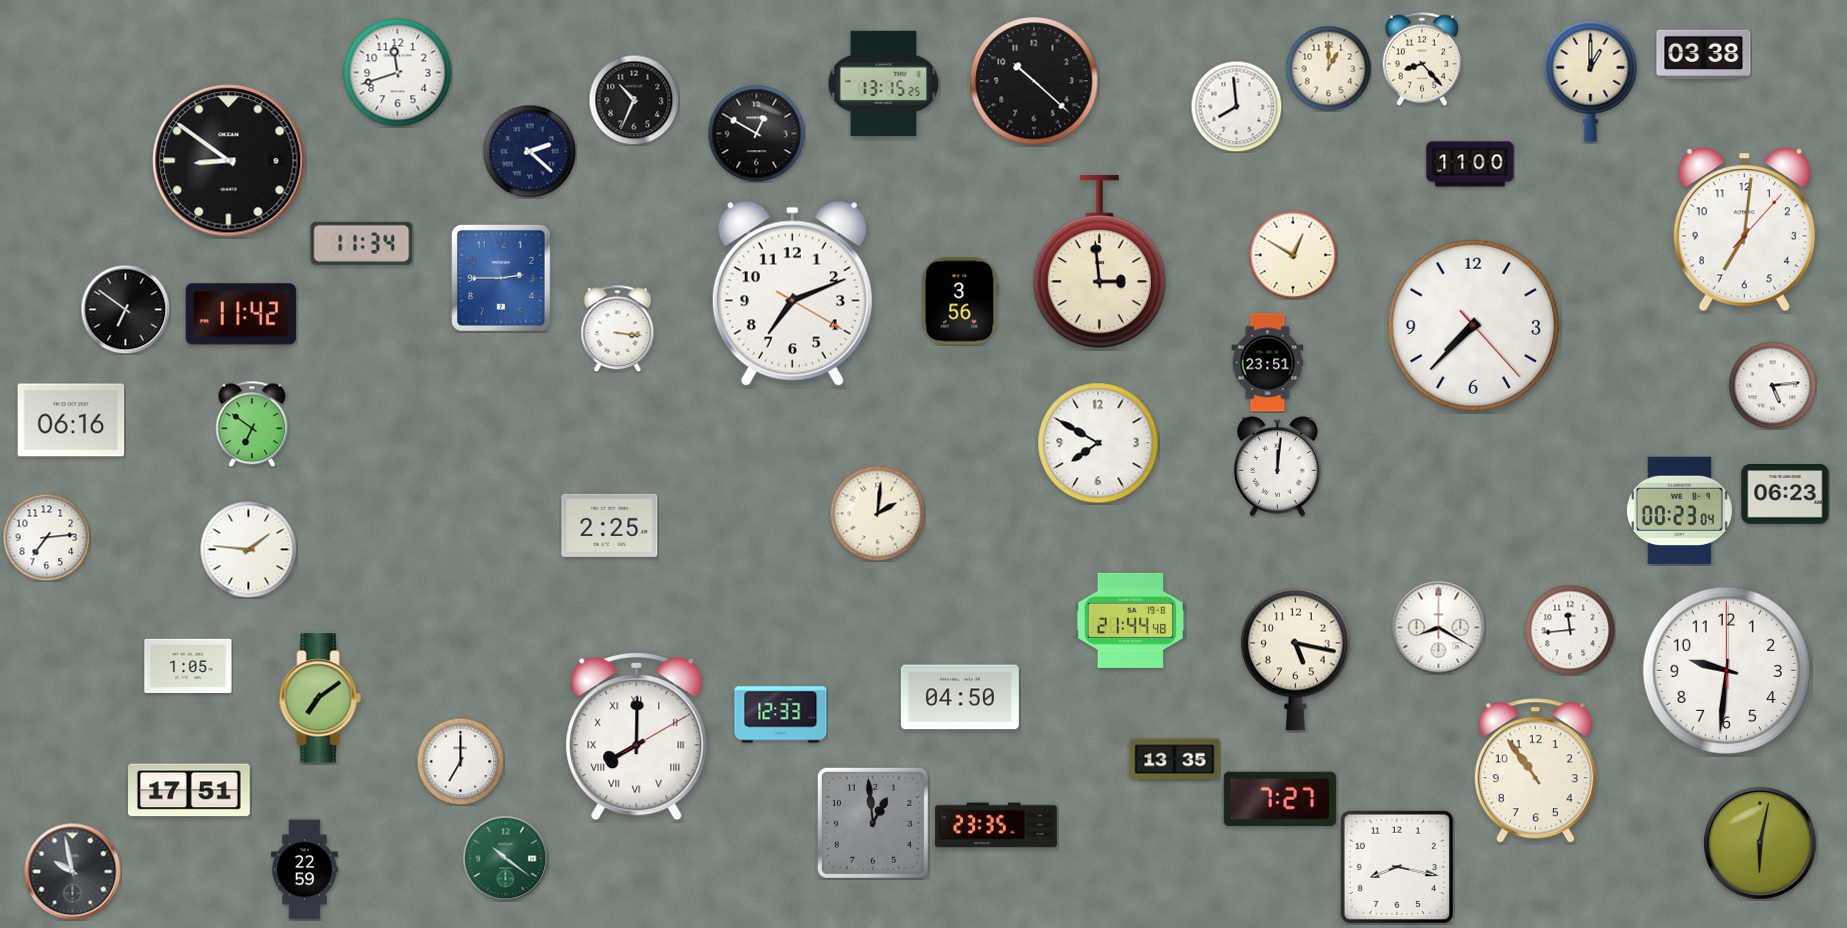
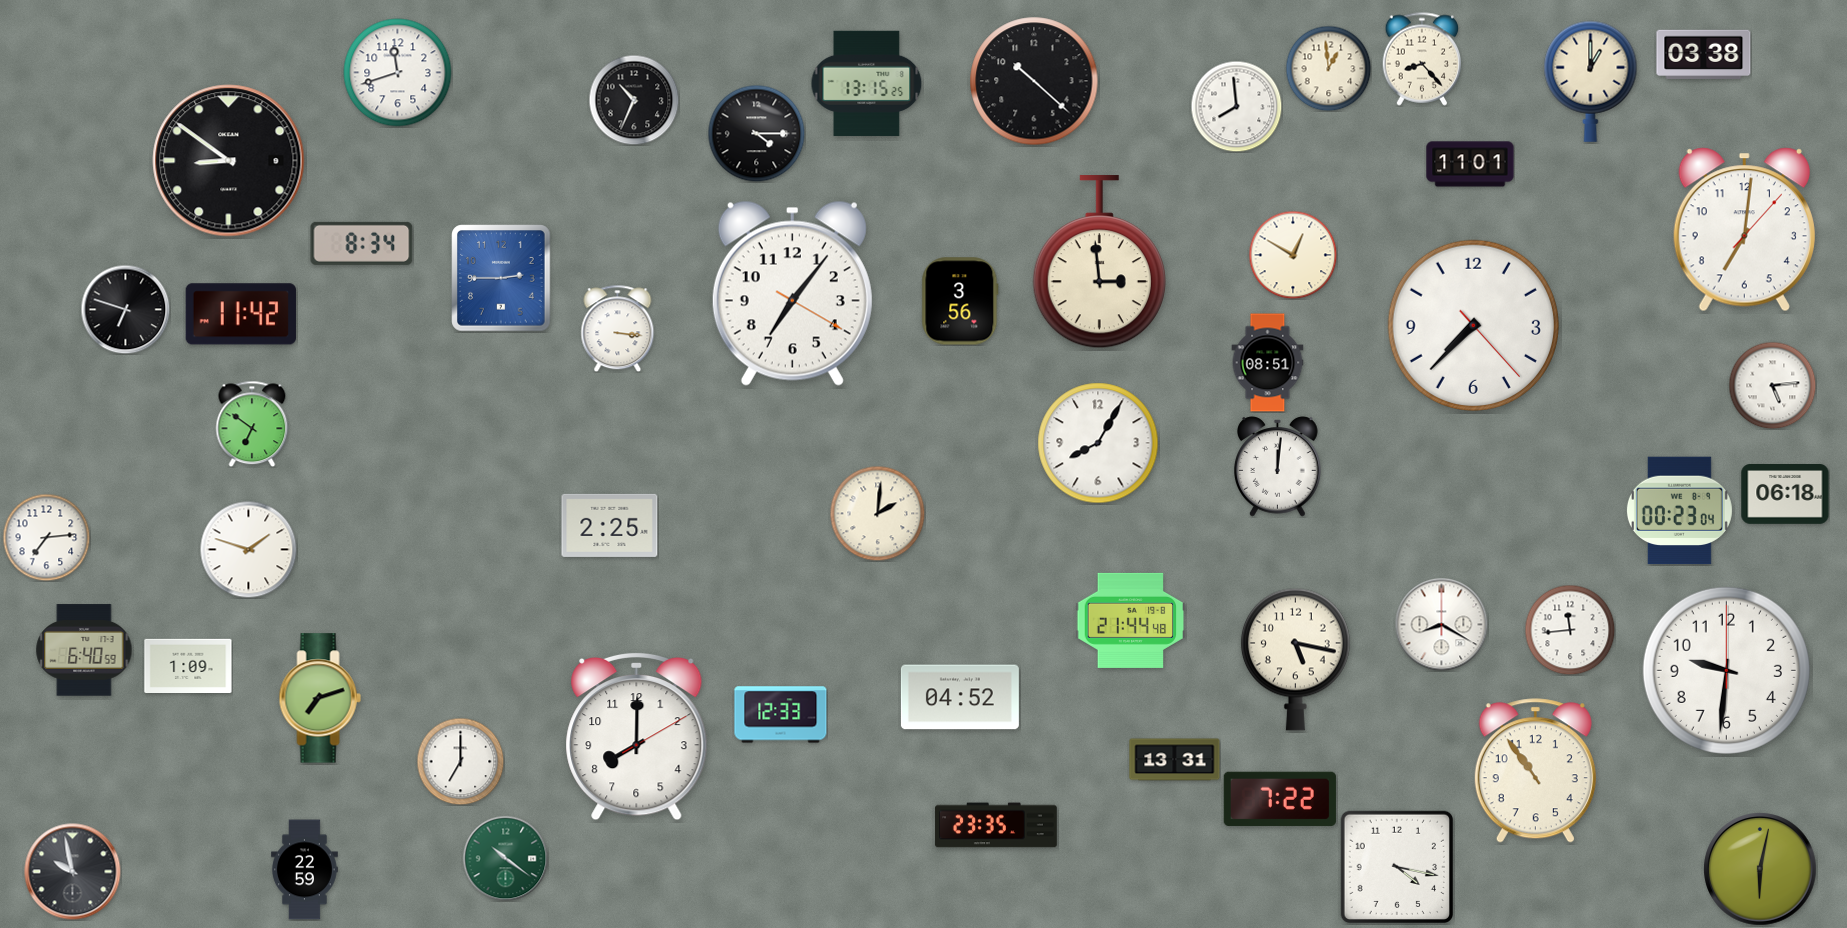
clock at (1328, 68): 1:00 -> 12:59
clock at (884, 83) position: (884, 83) -> (867, 83)
clock at (756, 133): 12:50 -> 4:15
clock at (529, 151): 2:22 -> none
clock at (1470, 164): 11:00 -> 11:01
clock at (362, 243): 11:34 -> 8:34
clock at (792, 293): 7:11 -> 7:06
clock at (125, 309): 6:51 -> 6:48
clock at (1268, 363): 23:51 -> 08:51
clock at (71, 420): 06:16 -> none
clock at (1098, 443): 7:50 -> 8:05
clock at (1785, 495): 06:23 -> 06:18
clock at (248, 549): 1:46 -> 1:48
clock at (1438, 627) position: (1438, 627) -> (1441, 624)
clock at (84, 650): none -> 6:40
clock at (188, 665): 1:05 -> 1:09
clock at (960, 697): 04:50 -> 04:52
clock at (320, 698): 7:09 -> 7:12
clock at (637, 736) numerals: Roman -> Arabic
clock at (1175, 760): 13:35 -> 13:31
clock at (190, 790): 17:51 -> none
clock at (1280, 799): 7:27 -> 7:22
clock at (873, 823): 12:59 -> none
clock at (1760, 843) position: (1760, 843) -> (1760, 869)
clock at (1396, 866): 8:17 -> 4:17
